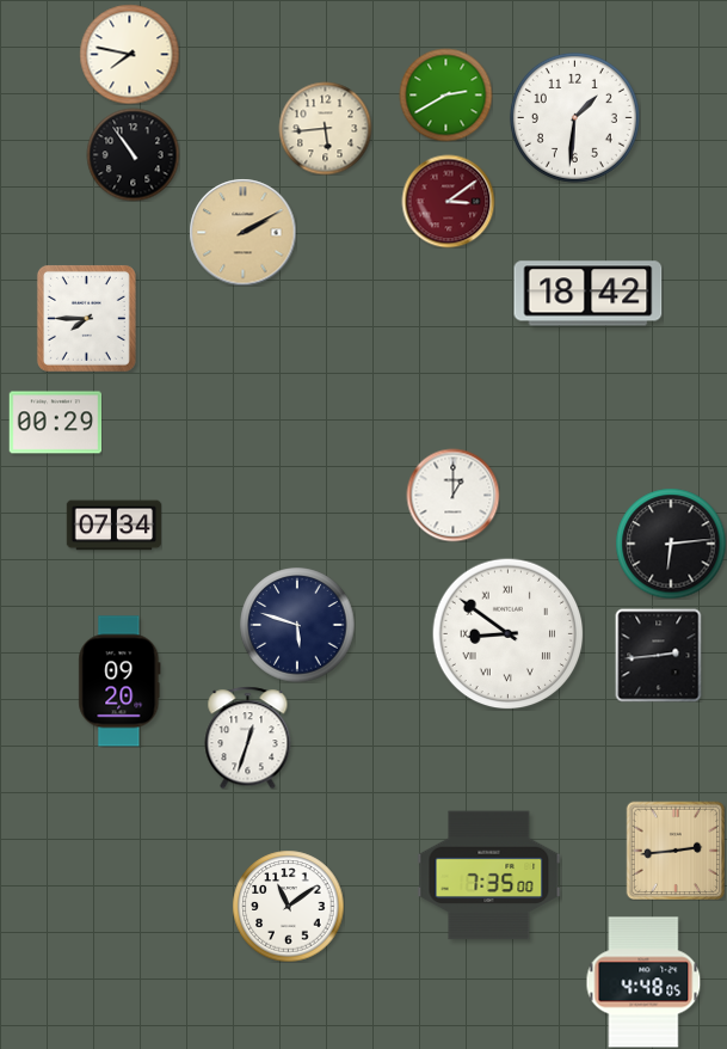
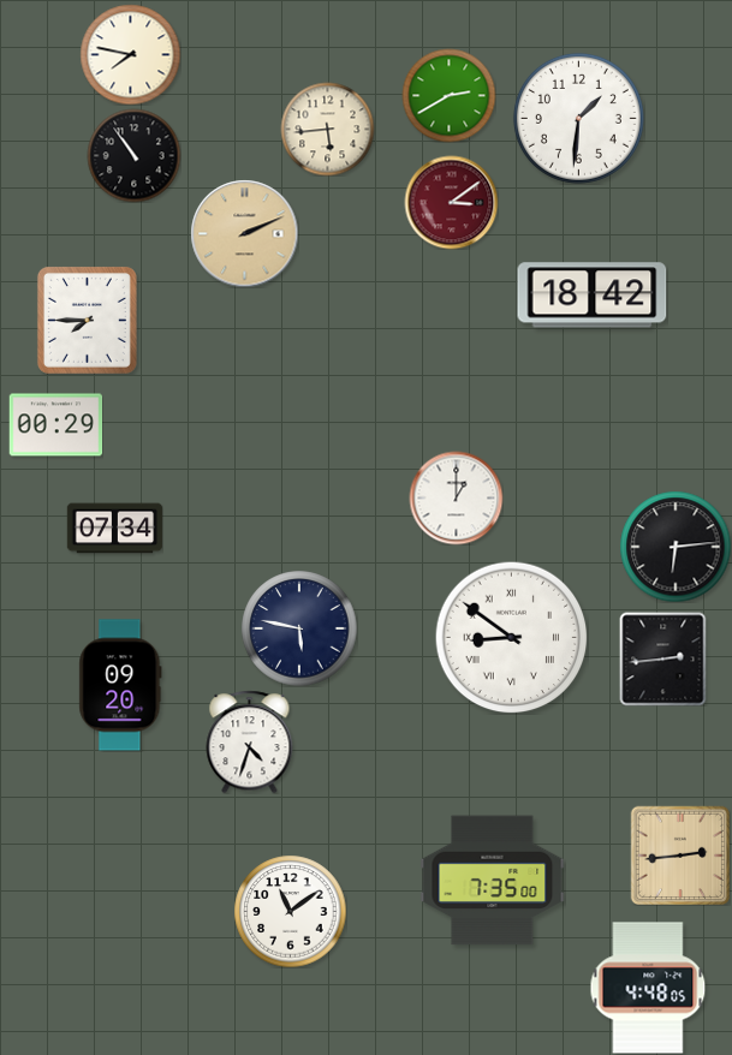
clock at (242, 232): 2:10 -> 2:11
clock at (297, 625): 5:48 -> 5:47
clock at (248, 737): 12:33 -> 4:33
